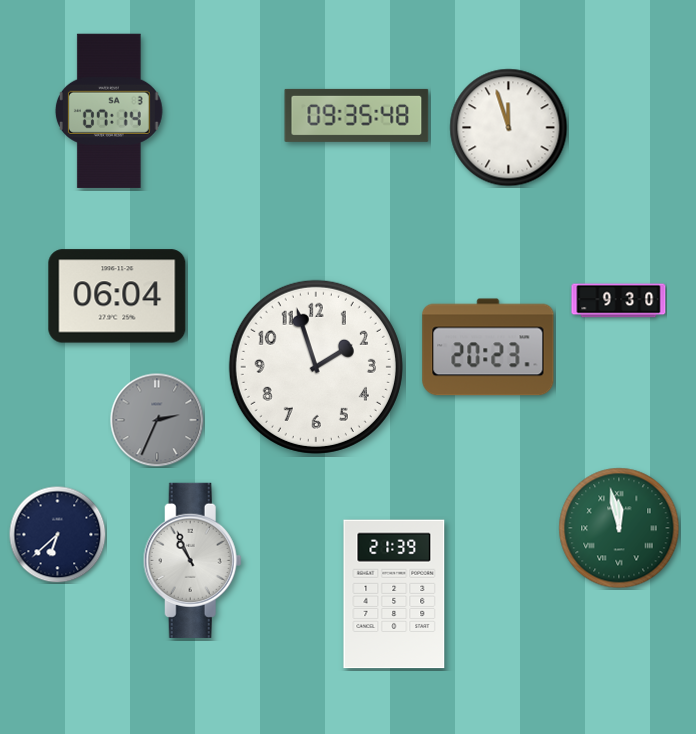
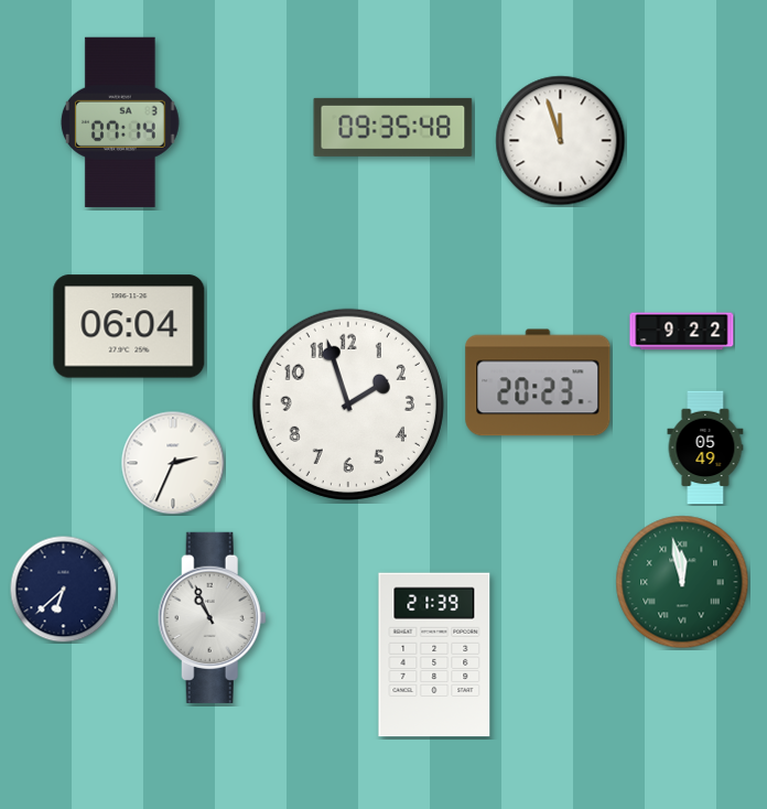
clock at (619, 301): 9:30 -> 9:22
clock at (705, 447): none -> 05:49
clock at (157, 420) dial: grey -> white
